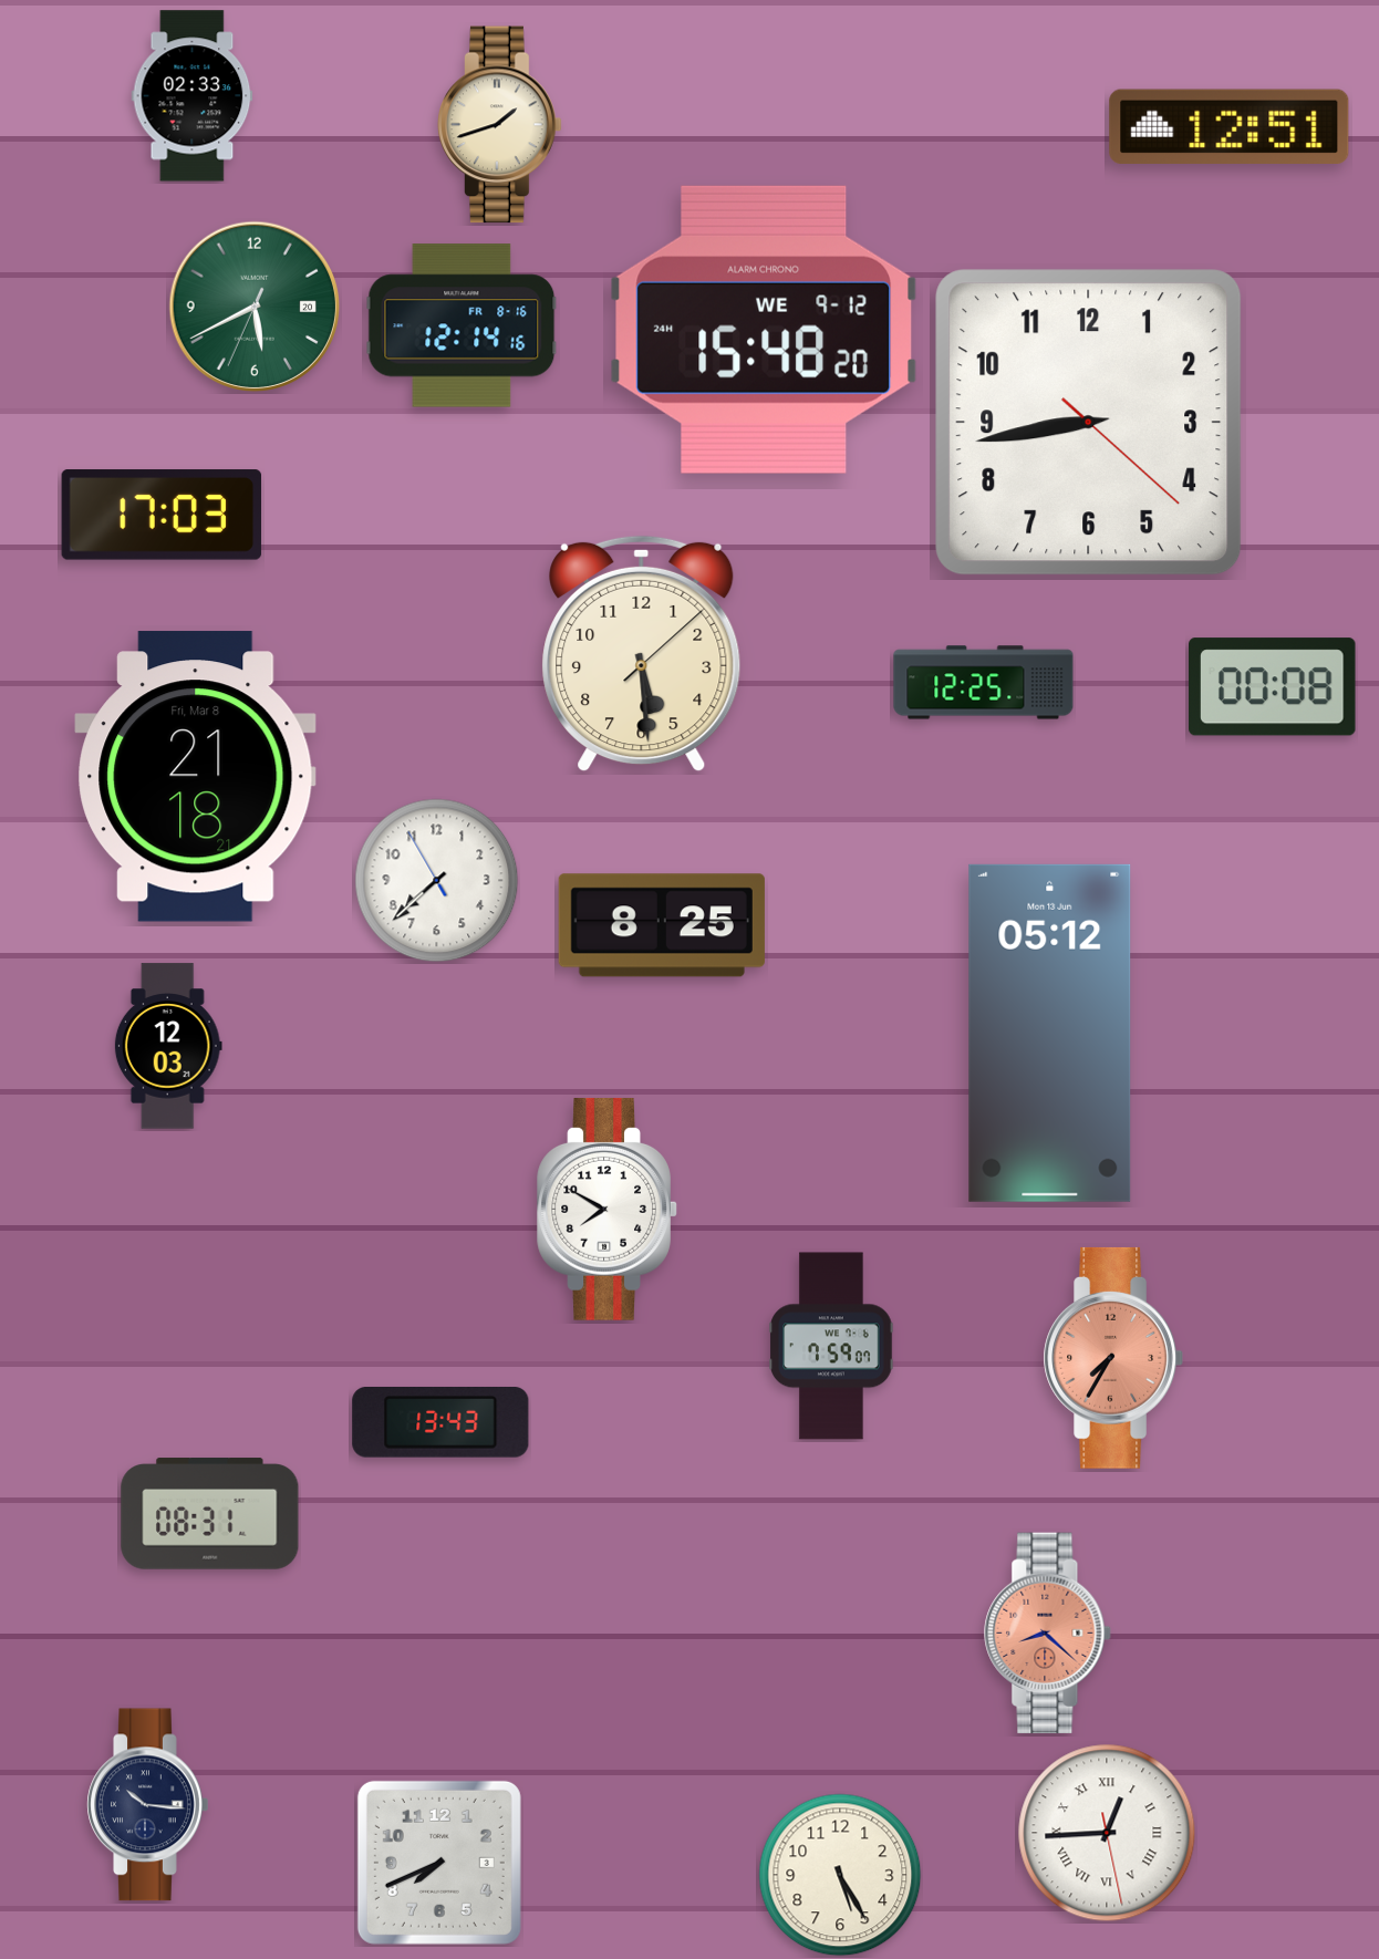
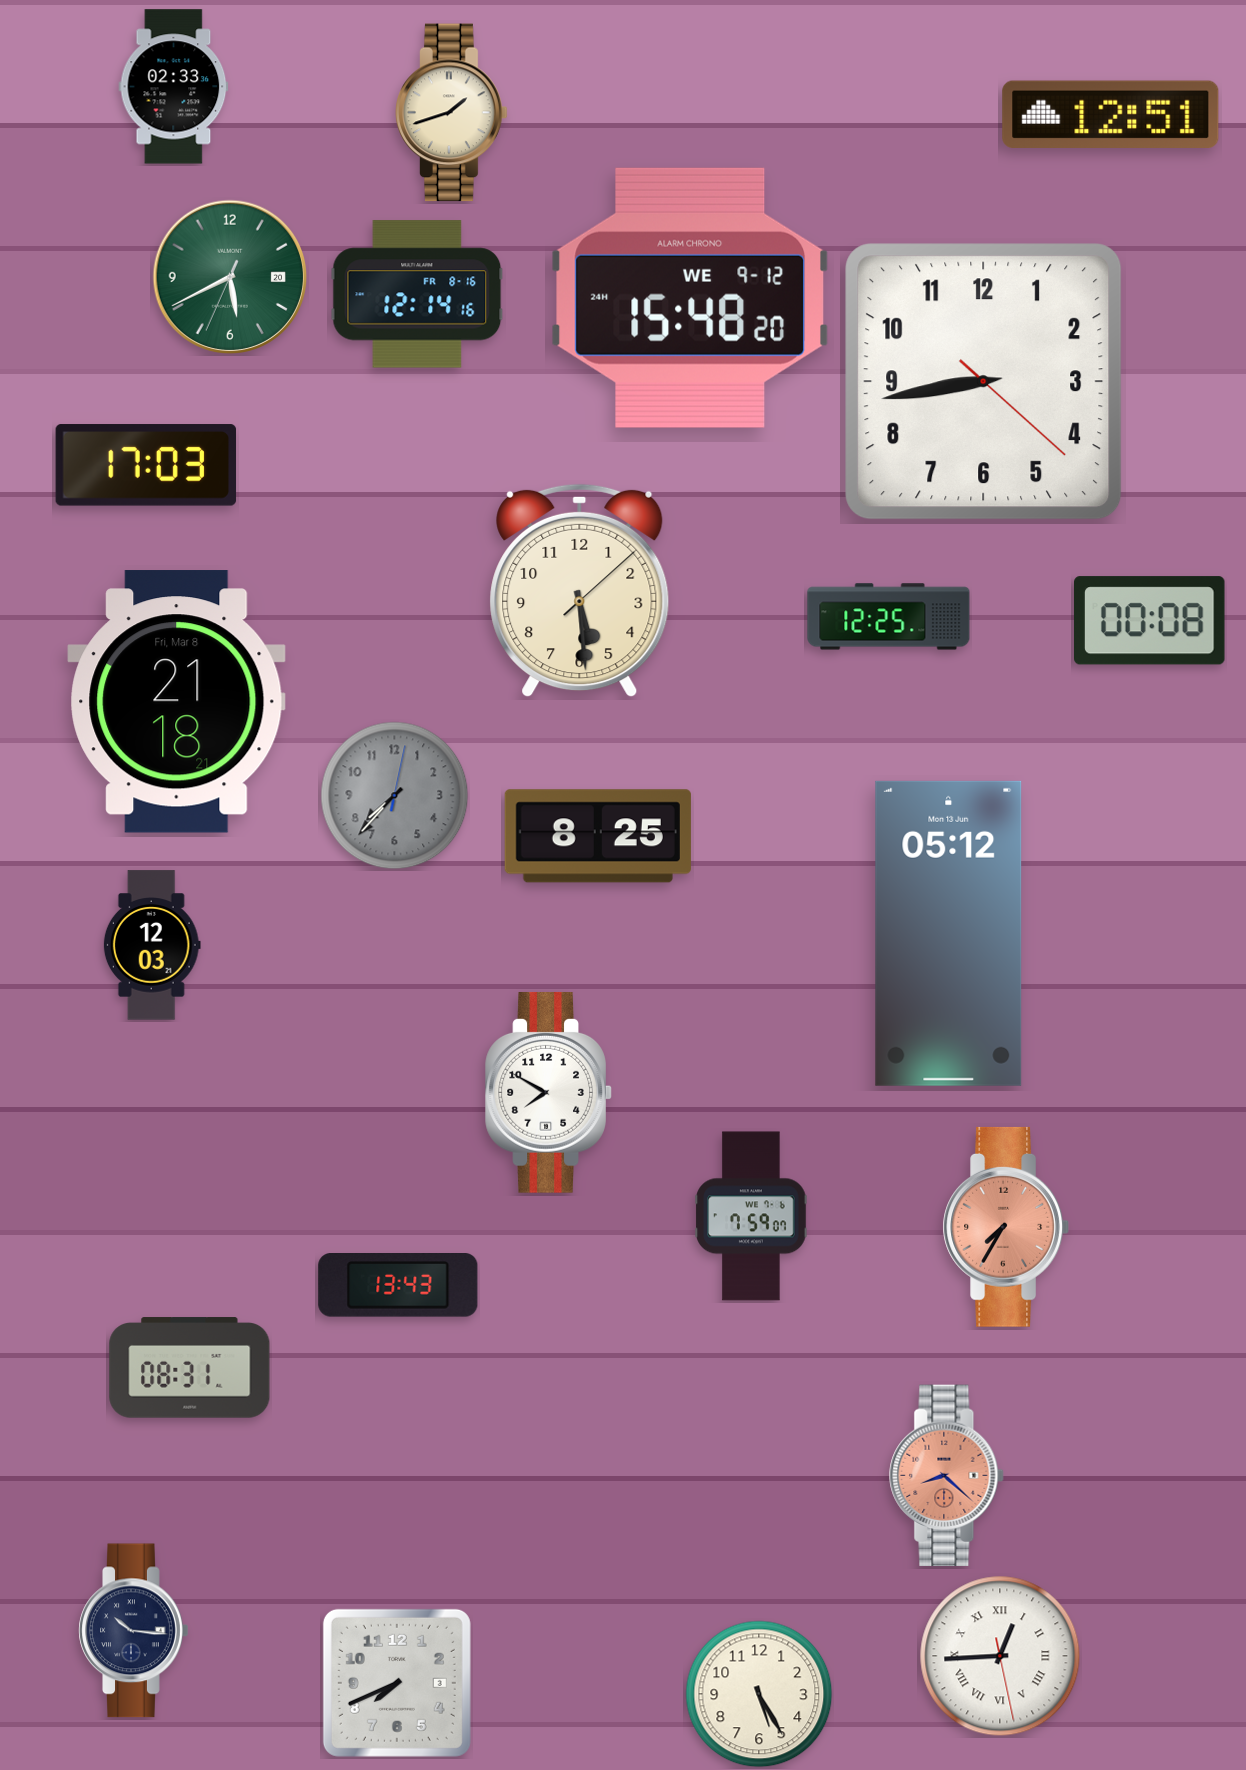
clock at (437, 881): 7:37:55 -> 7:37:02
clock at (437, 881) dial: white -> grey
